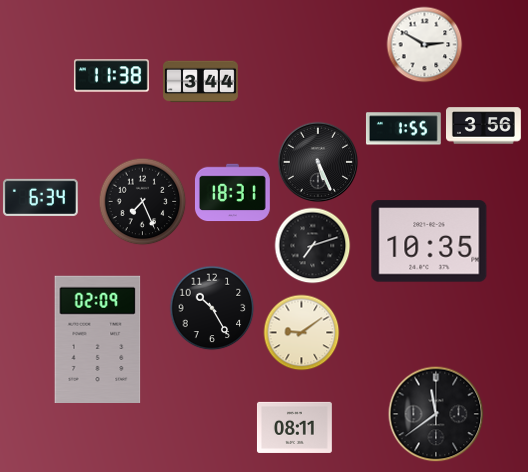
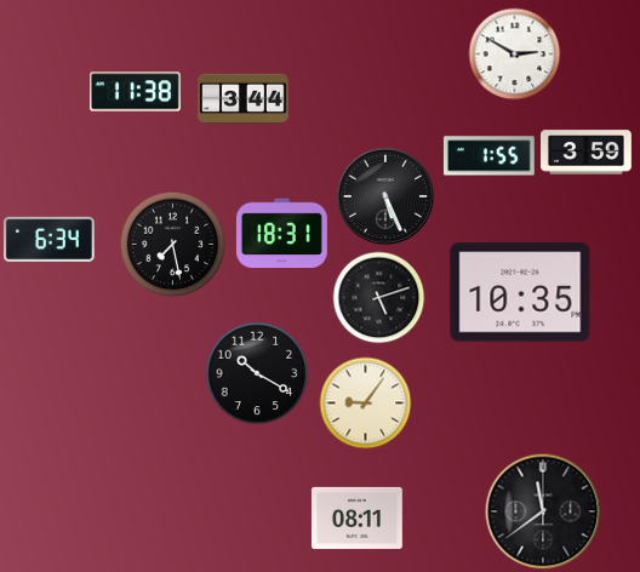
clock at (484, 126): 3:56 -> 3:59
clock at (143, 202): 7:26 -> 7:28
clock at (313, 246): 7:12 -> 5:12
clock at (212, 308): 10:25 -> 10:20
clock at (302, 333): 9:09 -> 9:06
clock at (98, 339): 02:09 -> none
clock at (436, 414) position: (436, 414) -> (543, 511)
